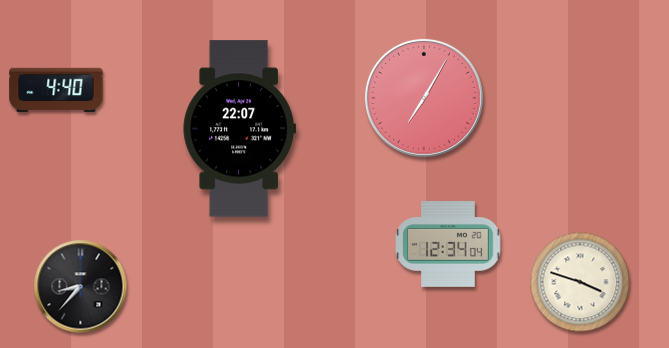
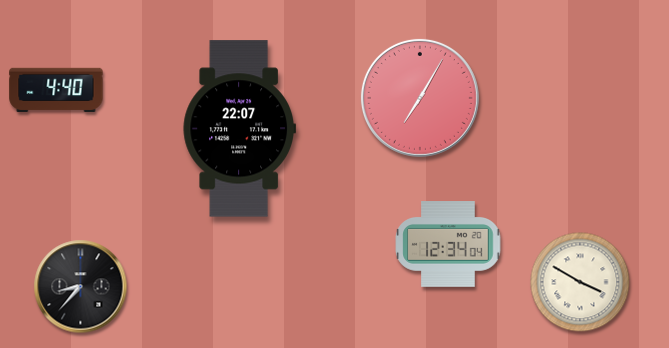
clock at (424, 98) position: (424, 98) -> (420, 98)
clock at (580, 282): 3:48 -> 3:50
